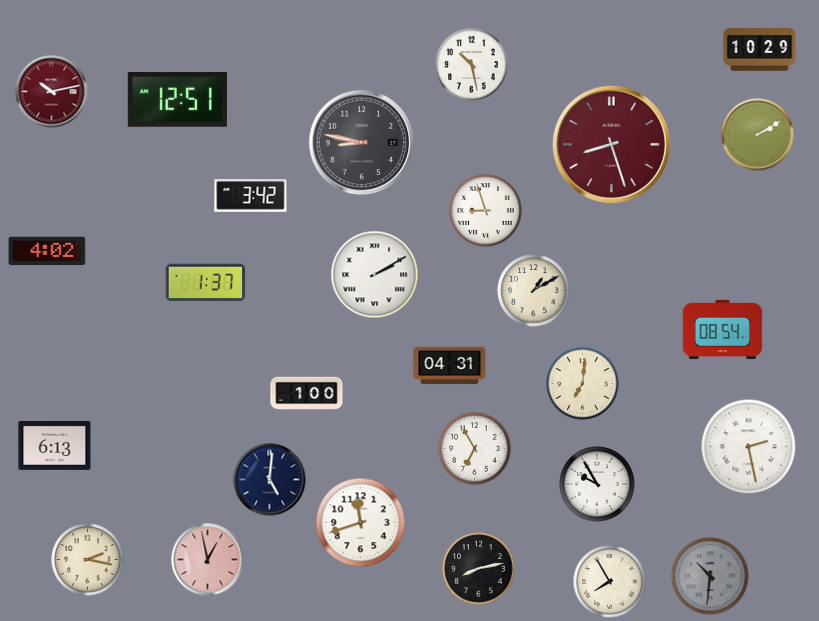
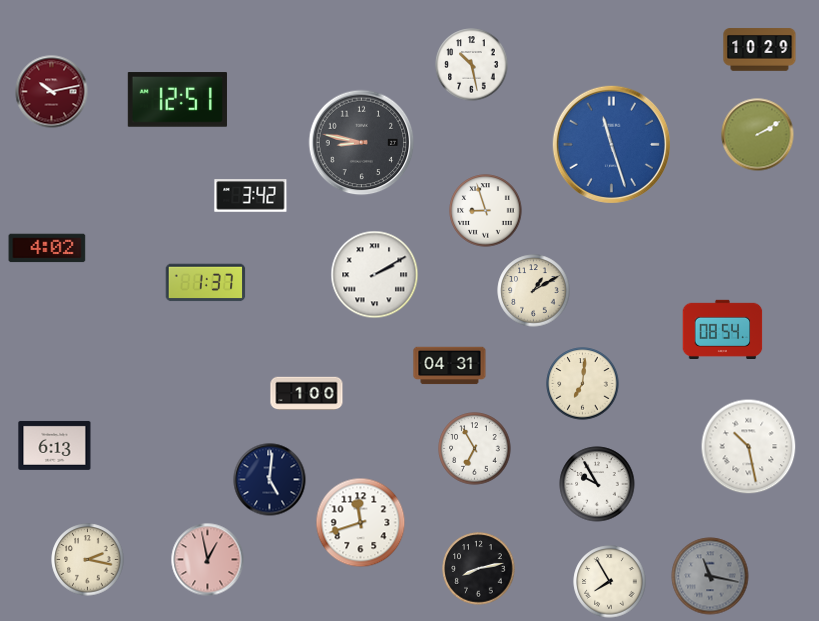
clock at (611, 144): 8:27 -> 11:27
clock at (611, 144) dial: burgundy -> blue
clock at (47, 251) position: (47, 251) -> (47, 248)
clock at (749, 447): 2:28 -> 10:28
clock at (710, 576): 10:31 -> 11:17
